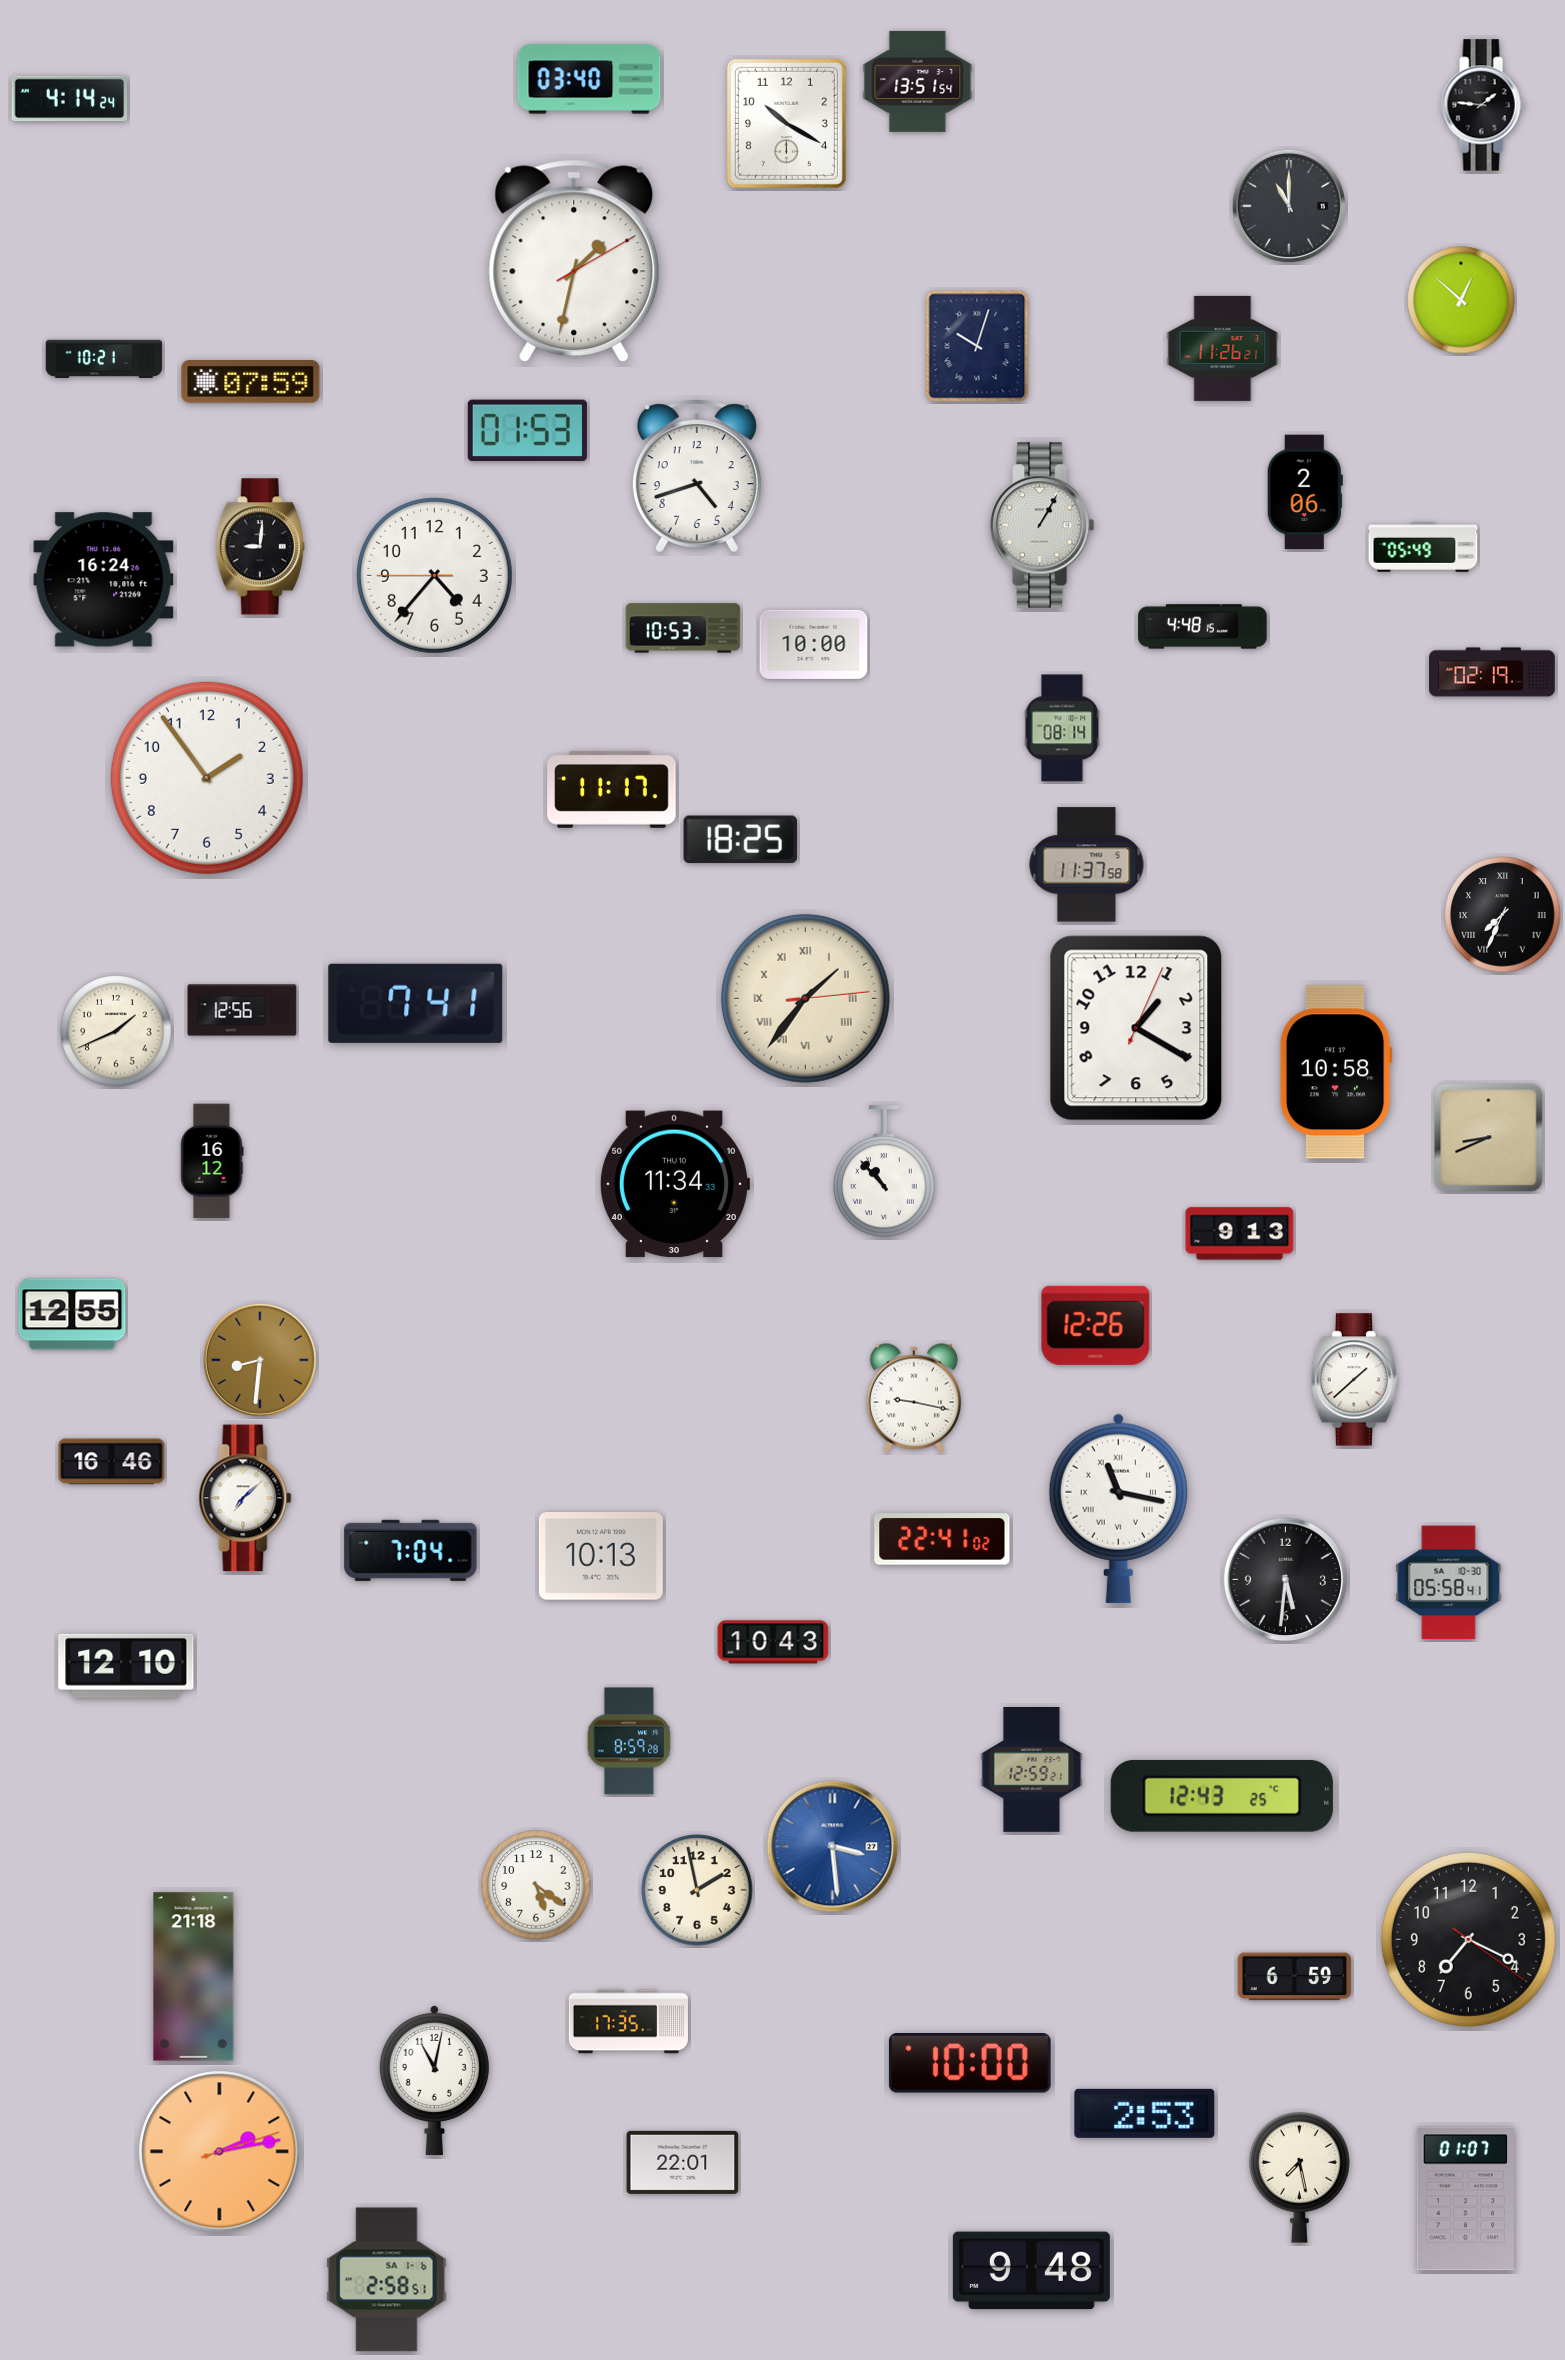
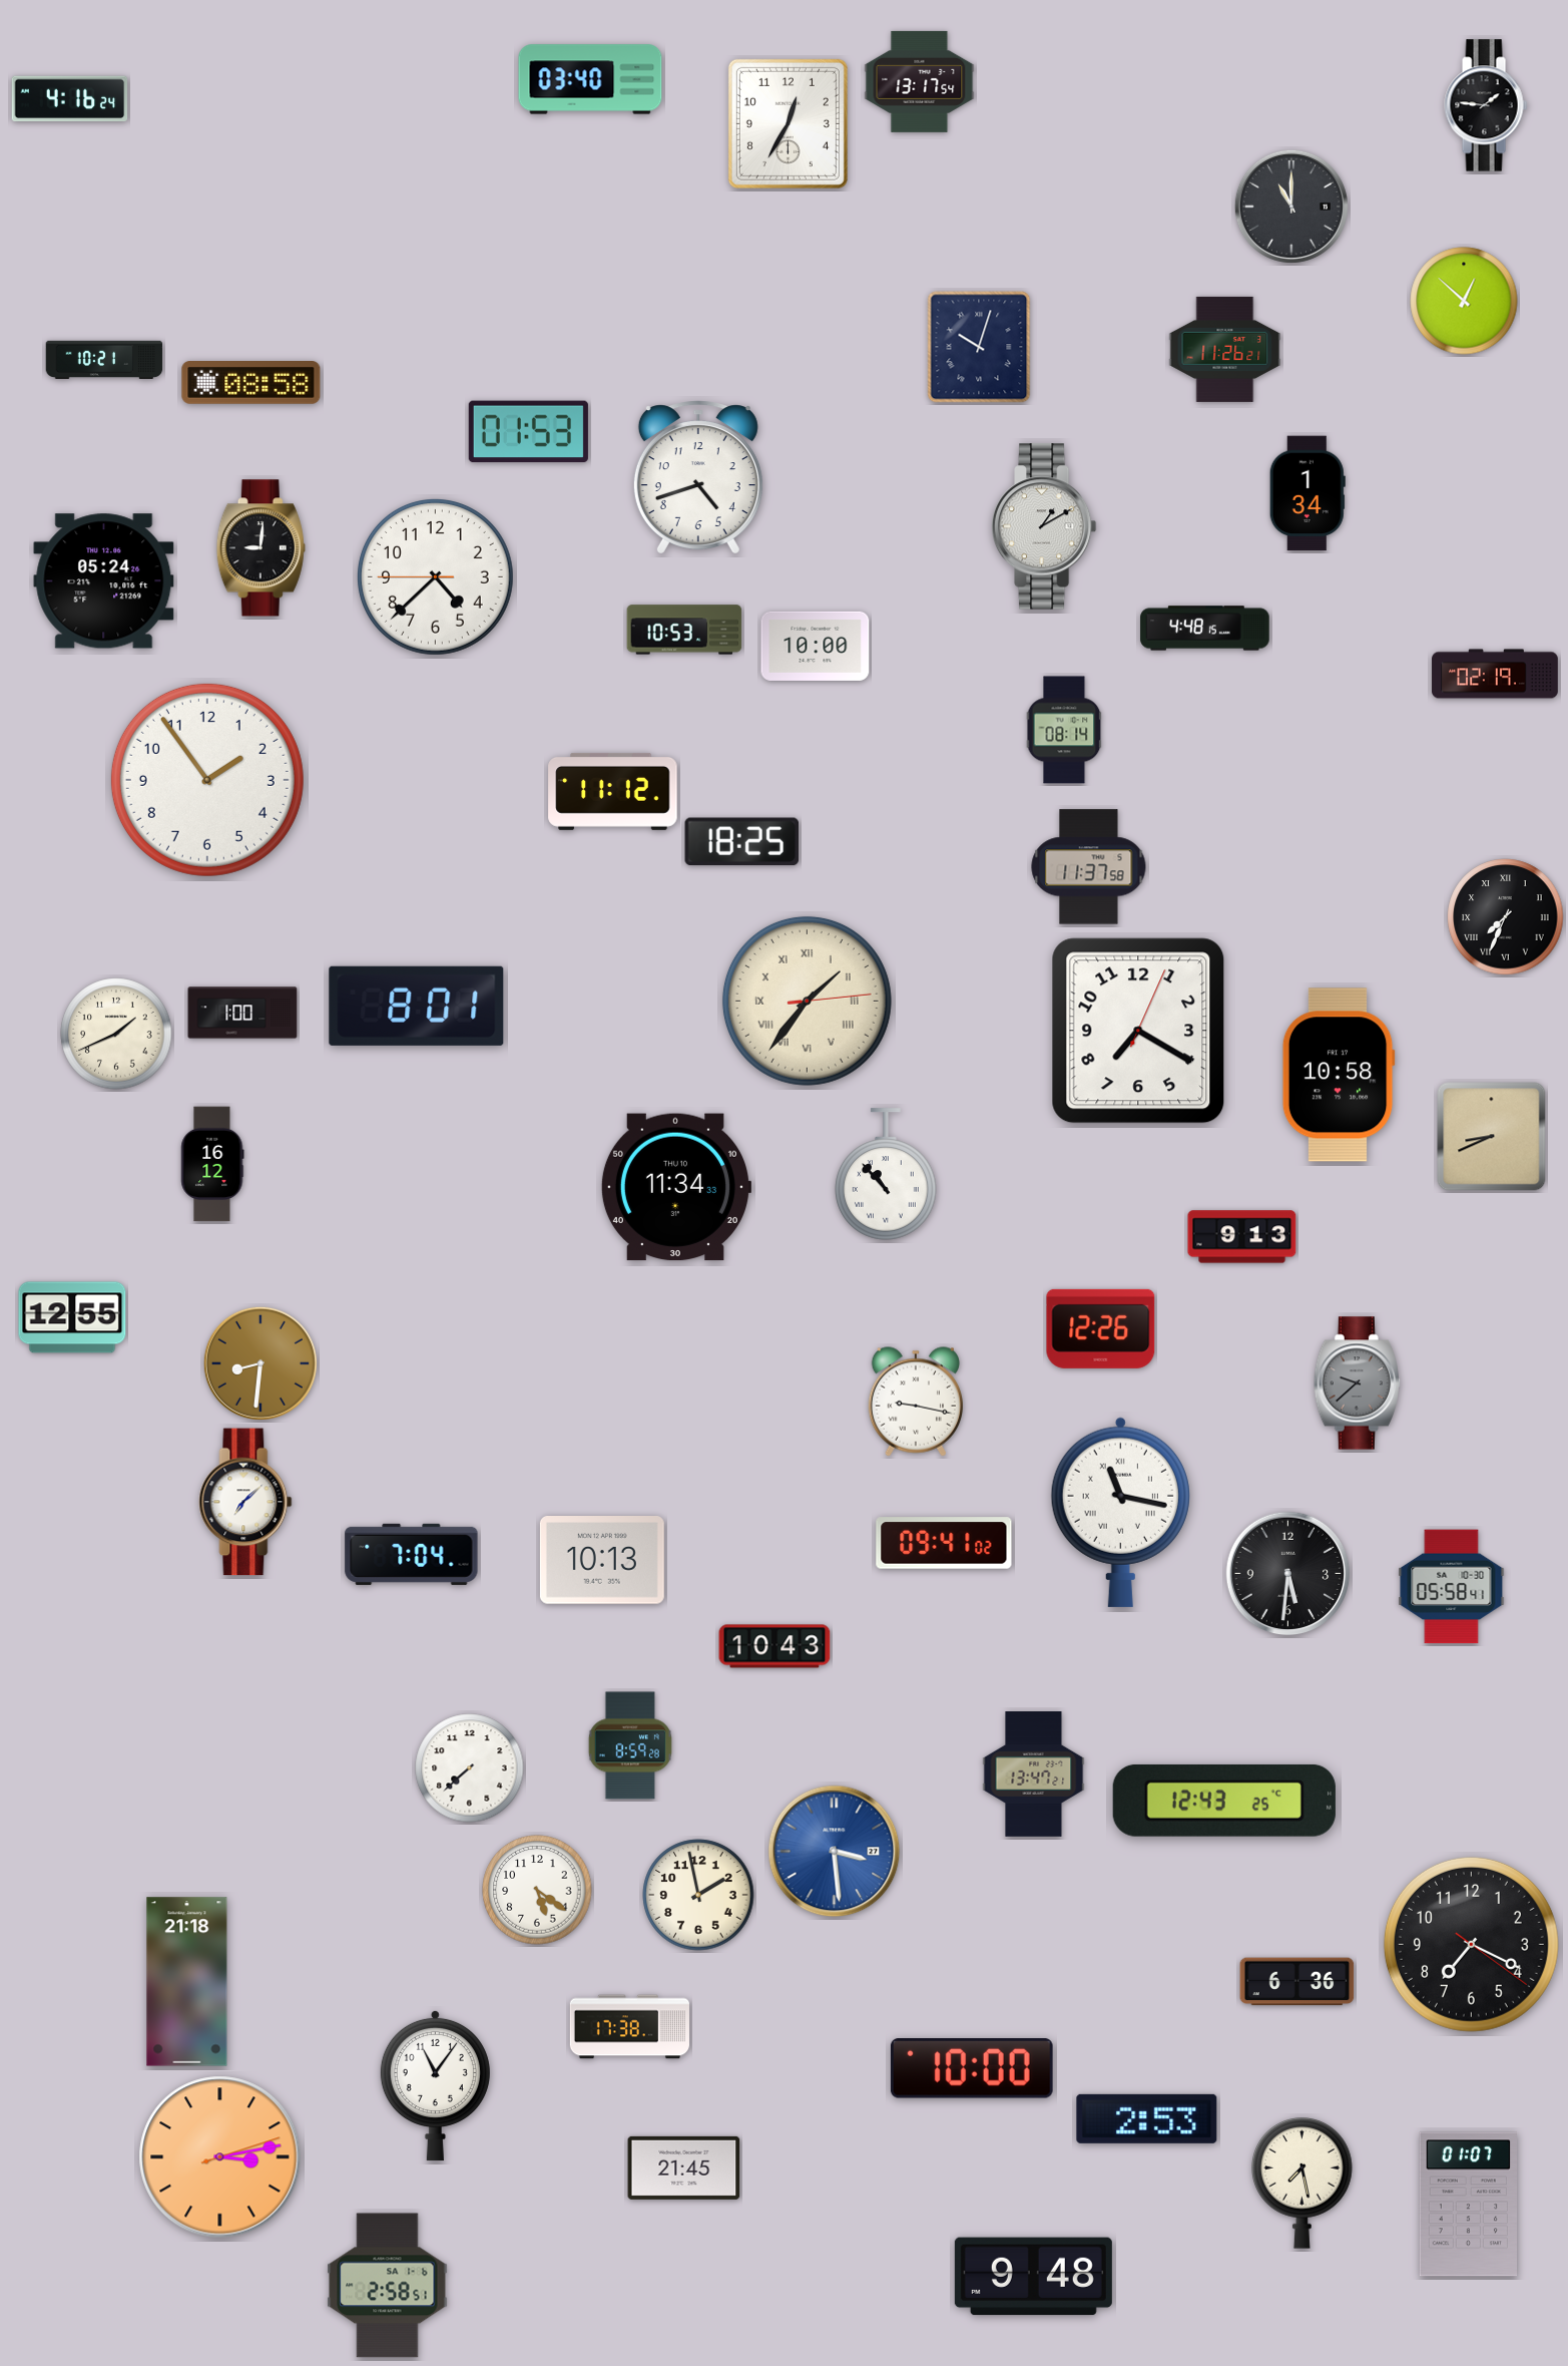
clock at (918, 81): 13:51 -> 13:17
clock at (70, 99): 4:14 -> 4:16
clock at (786, 123): 10:20 -> 12:35
clock at (574, 261): 1:32 -> none
clock at (251, 382): 07:59 -> 08:58
clock at (1305, 492): 2:06 -> 1:34
clock at (1042, 525): 1:05 -> 1:10
clock at (1423, 547): 05:49 -> none
clock at (434, 575): 4:36 -> 4:37
clock at (104, 580): 16:24 -> 05:24
clock at (612, 789): 11:17 -> 11:12
clock at (416, 1003): 7:41 -> 8:01
clock at (242, 1010): 12:56 -> 1:00
clock at (1136, 1028): 1:20 -> 7:20
clock at (1489, 1138) position: (1489, 1138) -> (1492, 1137)
clock at (1096, 1325) position: (1096, 1325) -> (1101, 1328)
clock at (1354, 1380): 1:38 -> 9:38
clock at (1354, 1380) dial: white -> grey
clock at (112, 1462): 16:46 -> none
clock at (942, 1539): 22:41 -> 09:41
clock at (1286, 1580) position: (1286, 1580) -> (1288, 1574)
clock at (126, 1666): 12:10 -> none
clock at (470, 1768): none -> 7:38
clock at (1032, 1770): 12:59 -> 13:47
clock at (194, 1977) position: (194, 1977) -> (187, 1982)
clock at (1295, 1977): 6:59 -> 6:36
clock at (628, 2022): 17:35 -> 17:38
clock at (434, 2080): 11:02 -> 11:06
clock at (220, 2152): 2:13 -> 3:13
clock at (683, 2162): 22:01 -> 21:45
